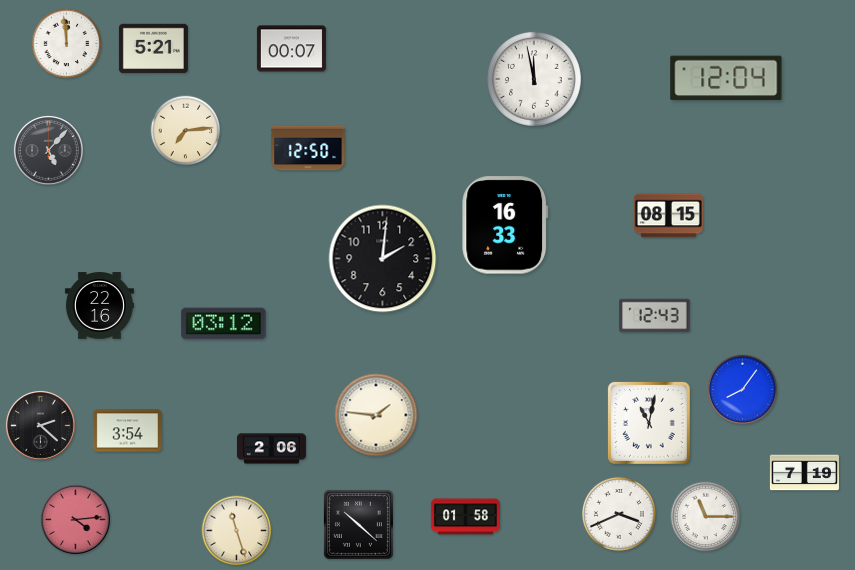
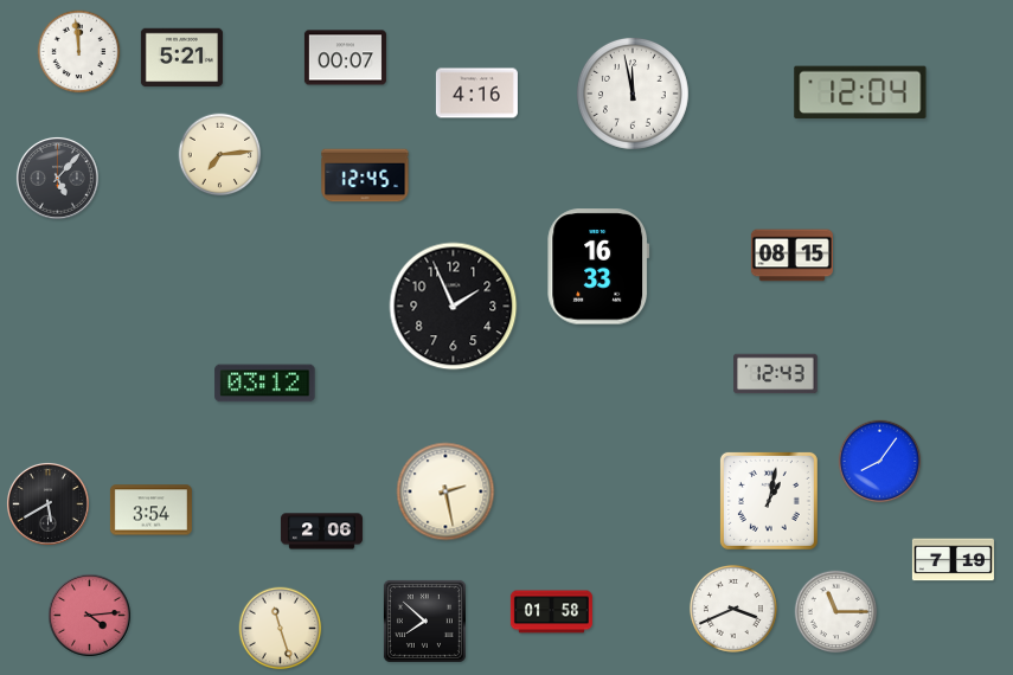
clock at (476, 94): none -> 4:16
clock at (308, 148): 12:50 -> 12:45
clock at (383, 259): 2:01 -> 1:56
clock at (99, 306): 22:16 -> none
clock at (376, 415): 1:46 -> 2:28
clock at (649, 423): 11:02 -> 1:02
clock at (41, 426): 2:22 -> 5:40
clock at (358, 524): 10:22 -> 7:52
